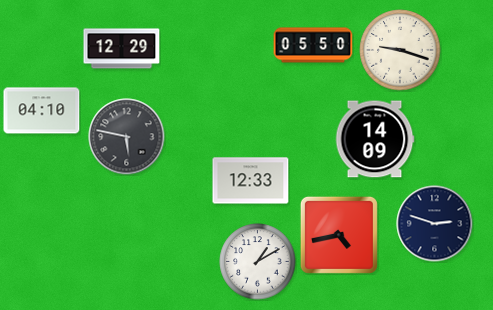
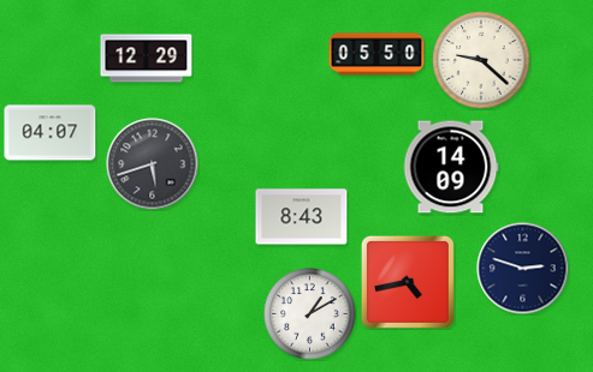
clock at (400, 50): 9:18 -> 9:22
clock at (42, 111): 04:10 -> 04:07
clock at (127, 137): 5:47 -> 5:42
clock at (251, 181): 12:33 -> 8:43
